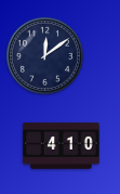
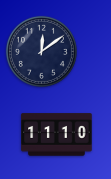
clock at (62, 146): 4:10 -> 11:10
